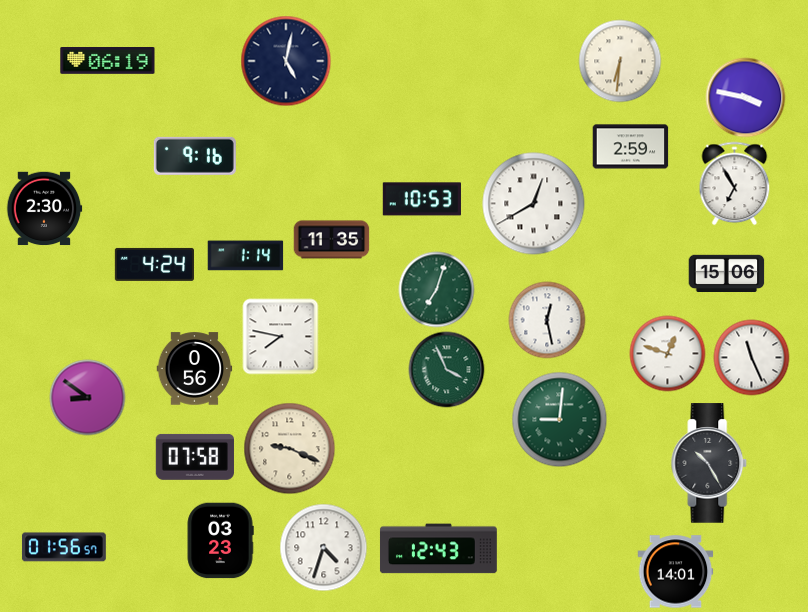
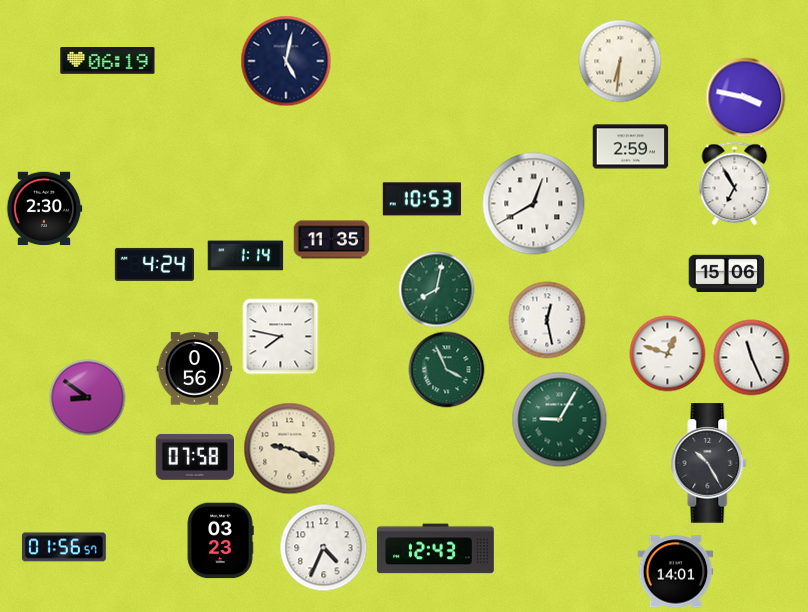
clock at (195, 156): 9:16 -> none
clock at (437, 290): 7:03 -> 8:02
clock at (560, 420): 9:01 -> 9:05
clock at (324, 548): 4:33 -> 4:34
clock at (439, 549) position: (439, 549) -> (436, 549)
